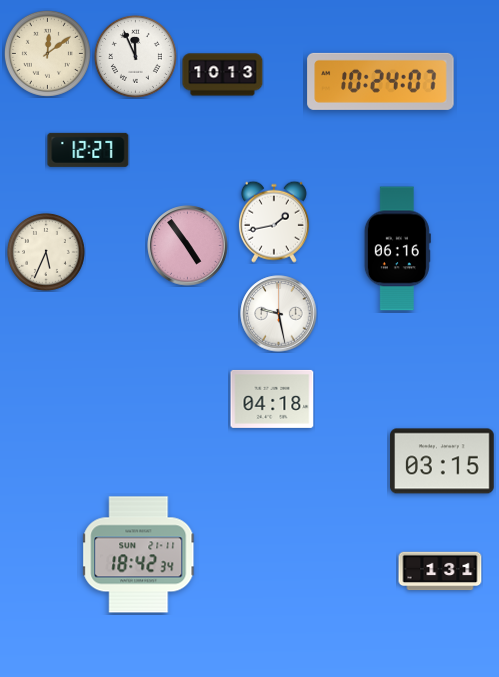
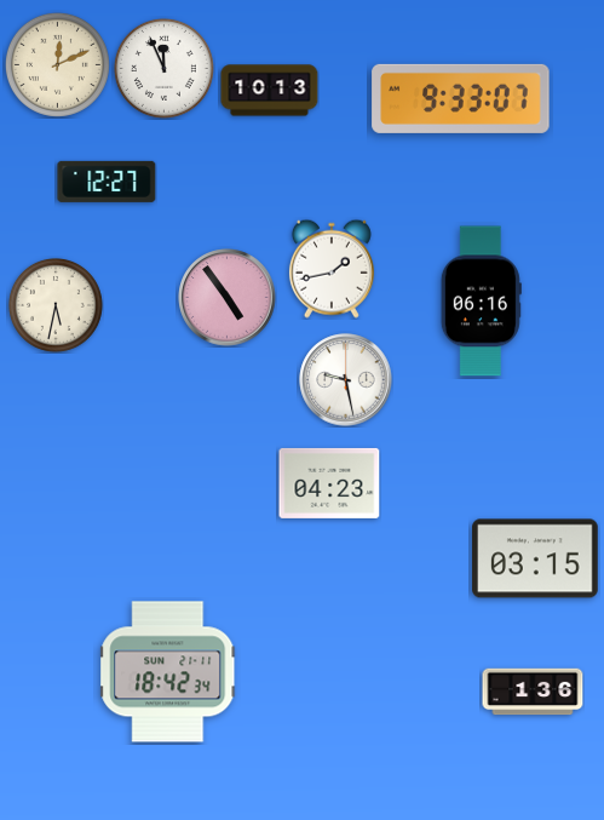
clock at (47, 53): 12:09 -> 12:11
clock at (381, 81): 10:24 -> 9:33
clock at (46, 252): 5:34 -> 5:32
clock at (279, 314) position: (279, 314) -> (346, 380)
clock at (272, 399): 04:18 -> 04:23
clock at (440, 571): 1:31 -> 1:36
